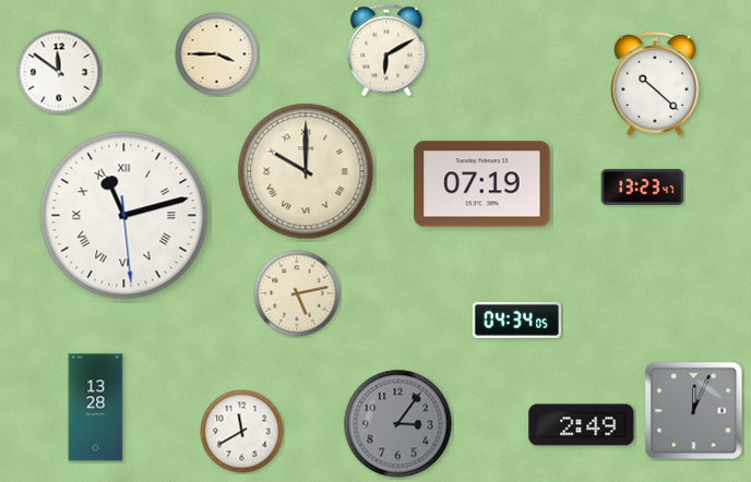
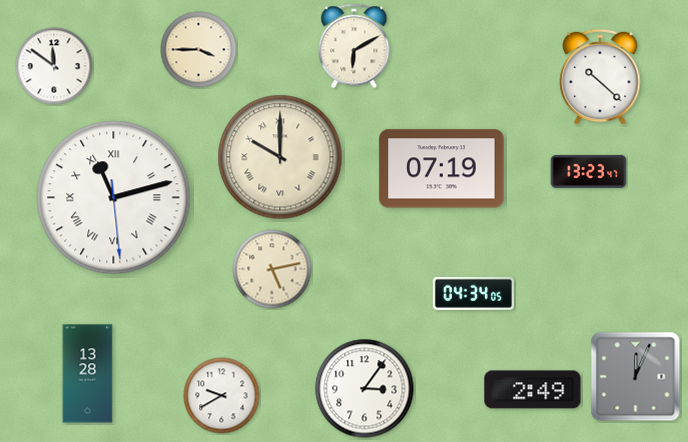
clock at (398, 424) dial: grey -> white
clock at (242, 432): 11:40 -> 9:40
